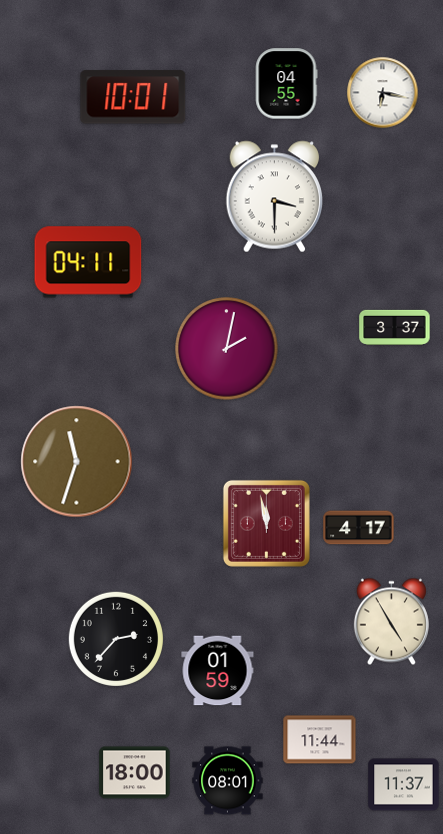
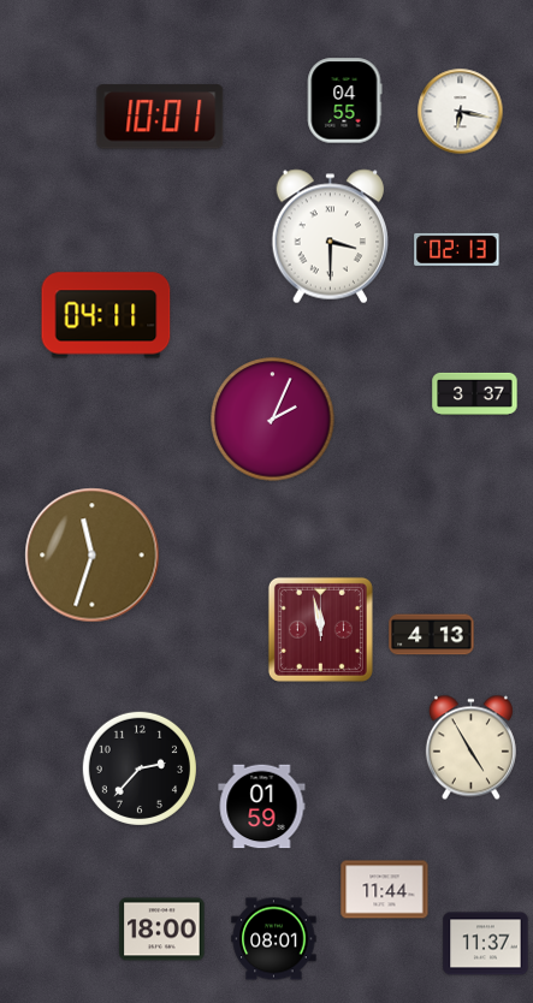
clock at (457, 249): none -> 02:13
clock at (227, 349): 2:02 -> 2:04
clock at (359, 528): 4:17 -> 4:13
